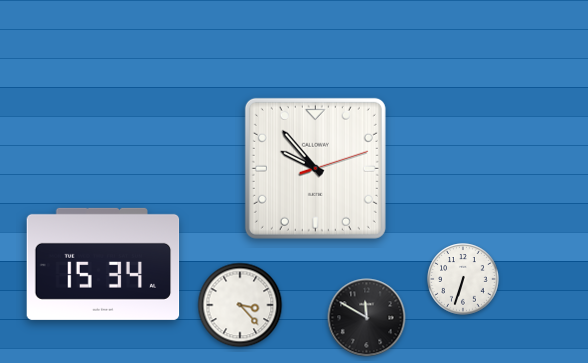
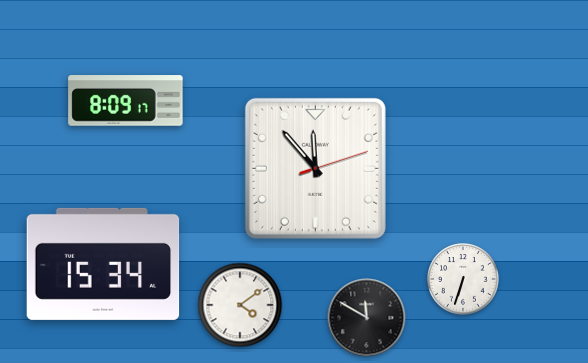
clock at (126, 101): none -> 8:09
clock at (315, 168): 9:53 -> 11:53
clock at (240, 305): 3:23 -> 4:09
